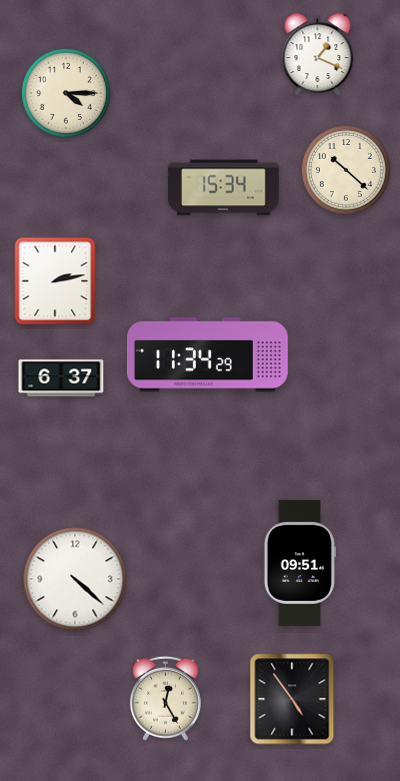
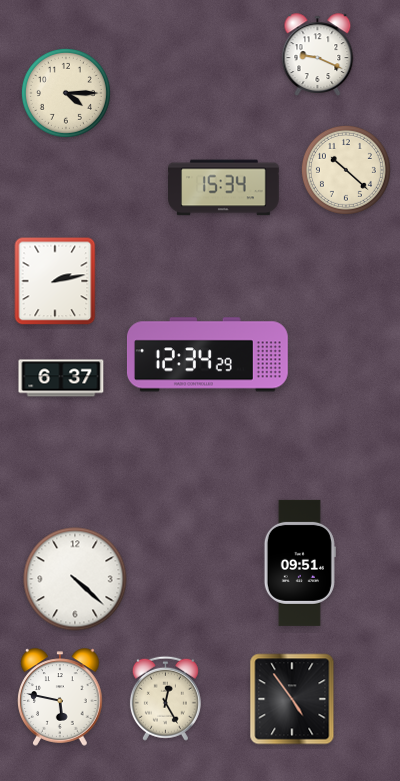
clock at (318, 55): 1:19 -> 9:19
clock at (207, 355): 11:34 -> 12:34
clock at (60, 697): none -> 5:47
